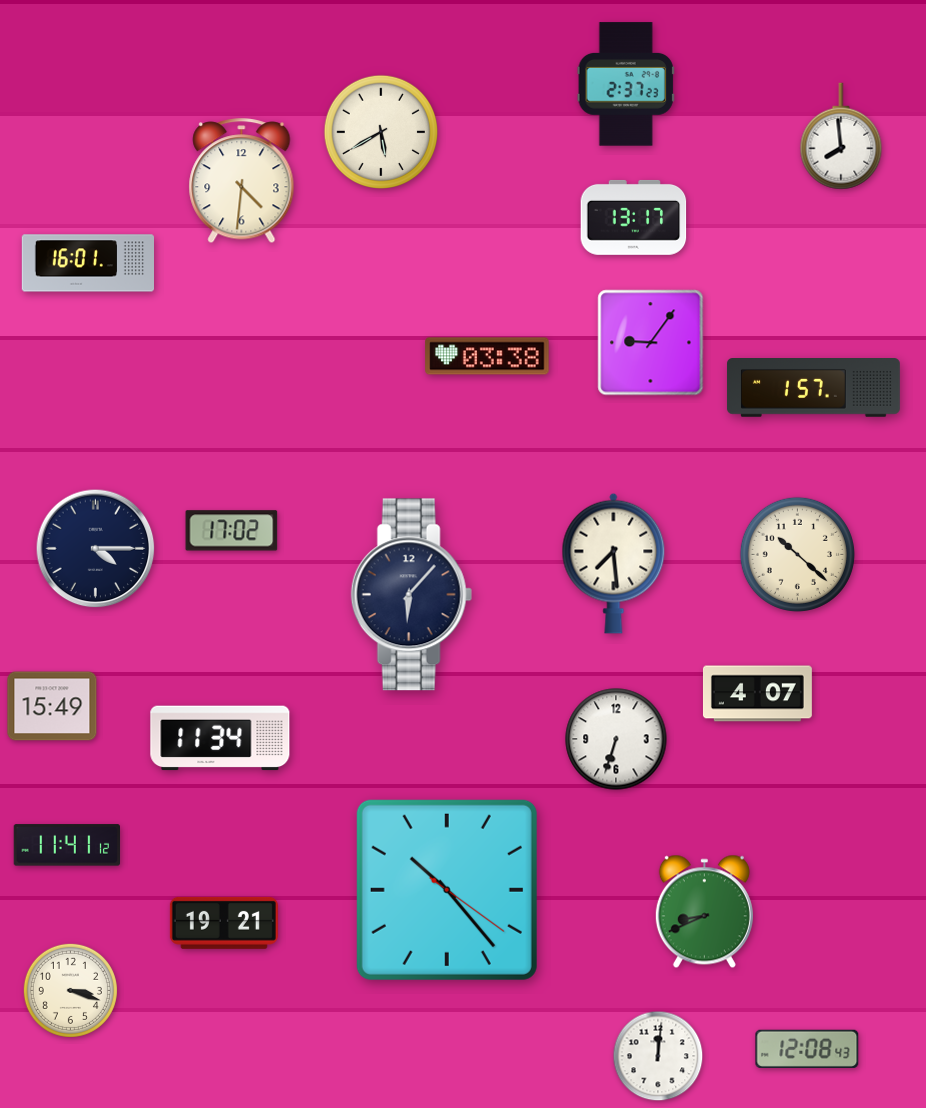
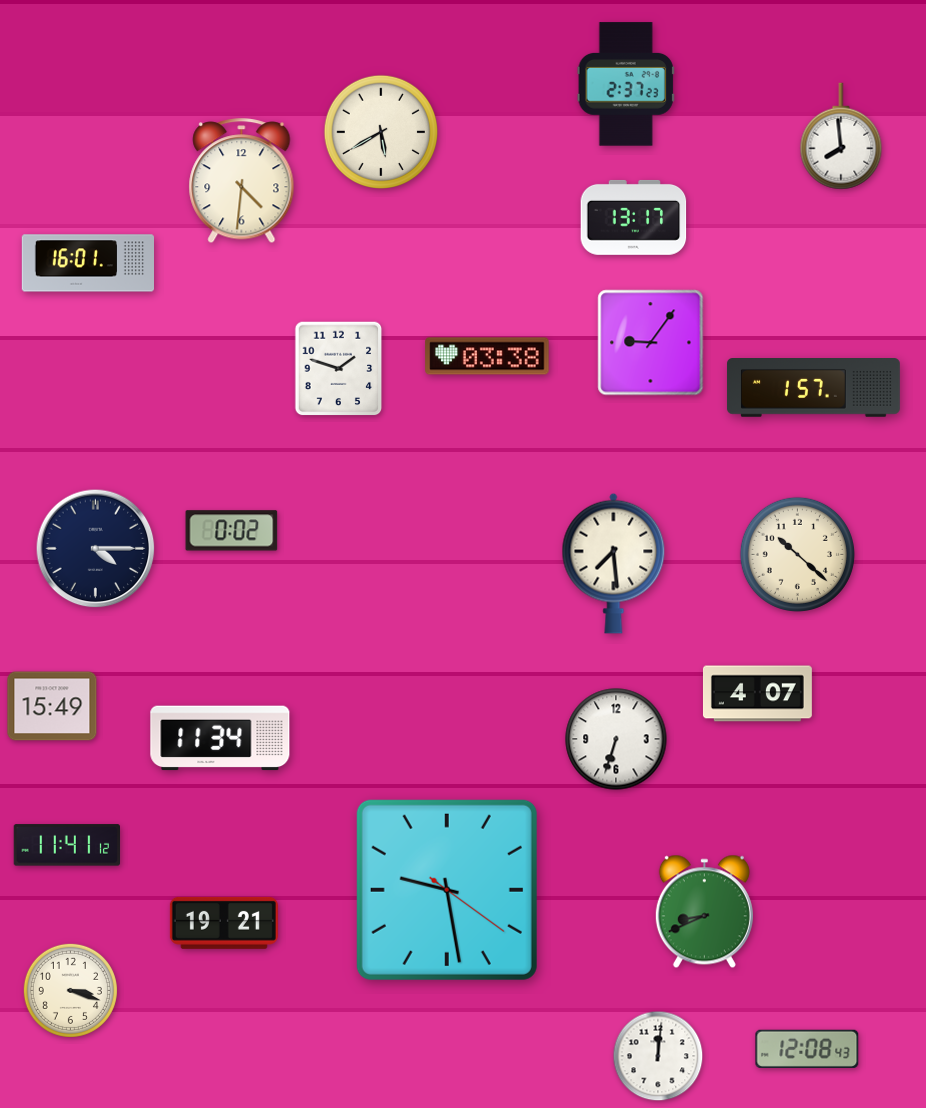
clock at (339, 369): none -> 1:48
clock at (232, 531): 17:02 -> 0:02
clock at (411, 595): 6:07 -> none
clock at (447, 890): 10:23 -> 9:28
